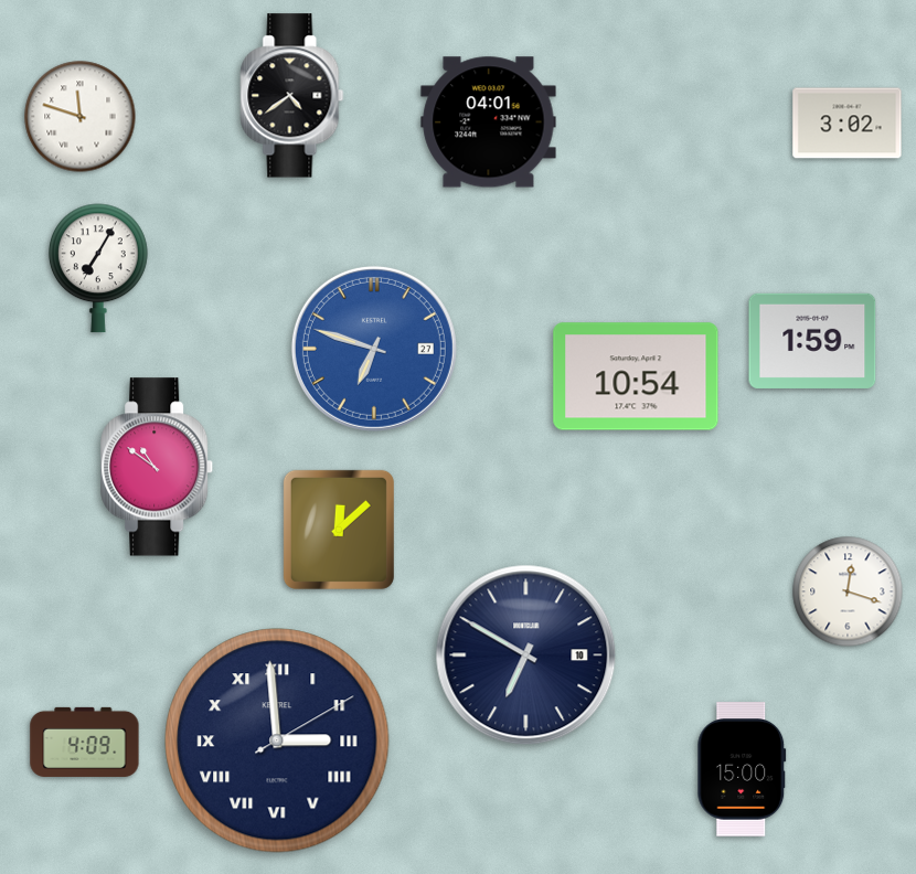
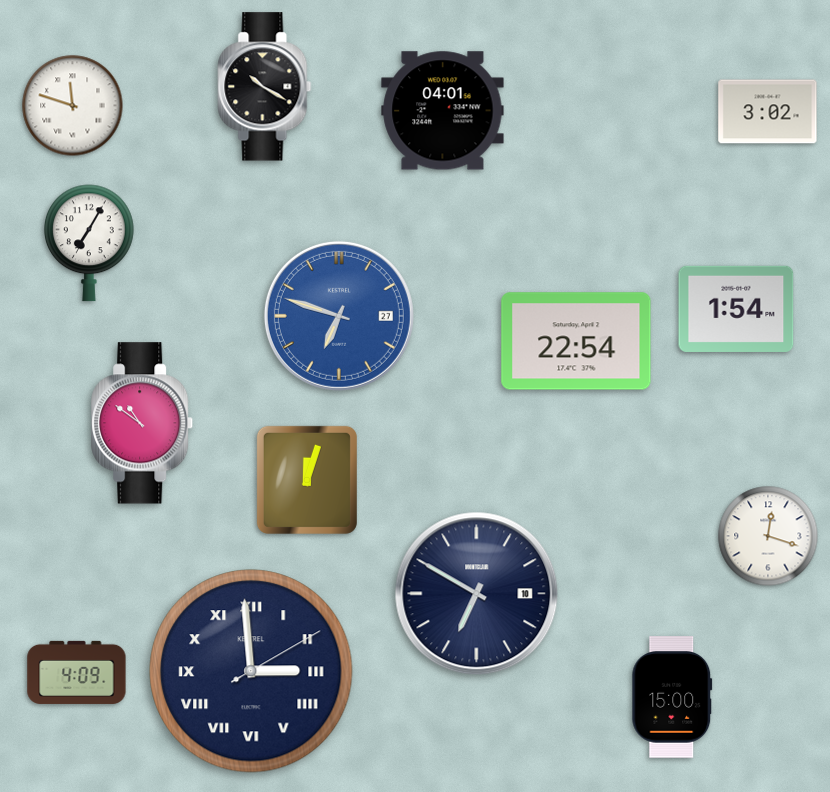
clock at (292, 96): 4:39 -> 10:20
clock at (812, 341): 1:59 -> 1:54
clock at (636, 376): 10:54 -> 22:54
clock at (339, 530): 12:08 -> 12:03
